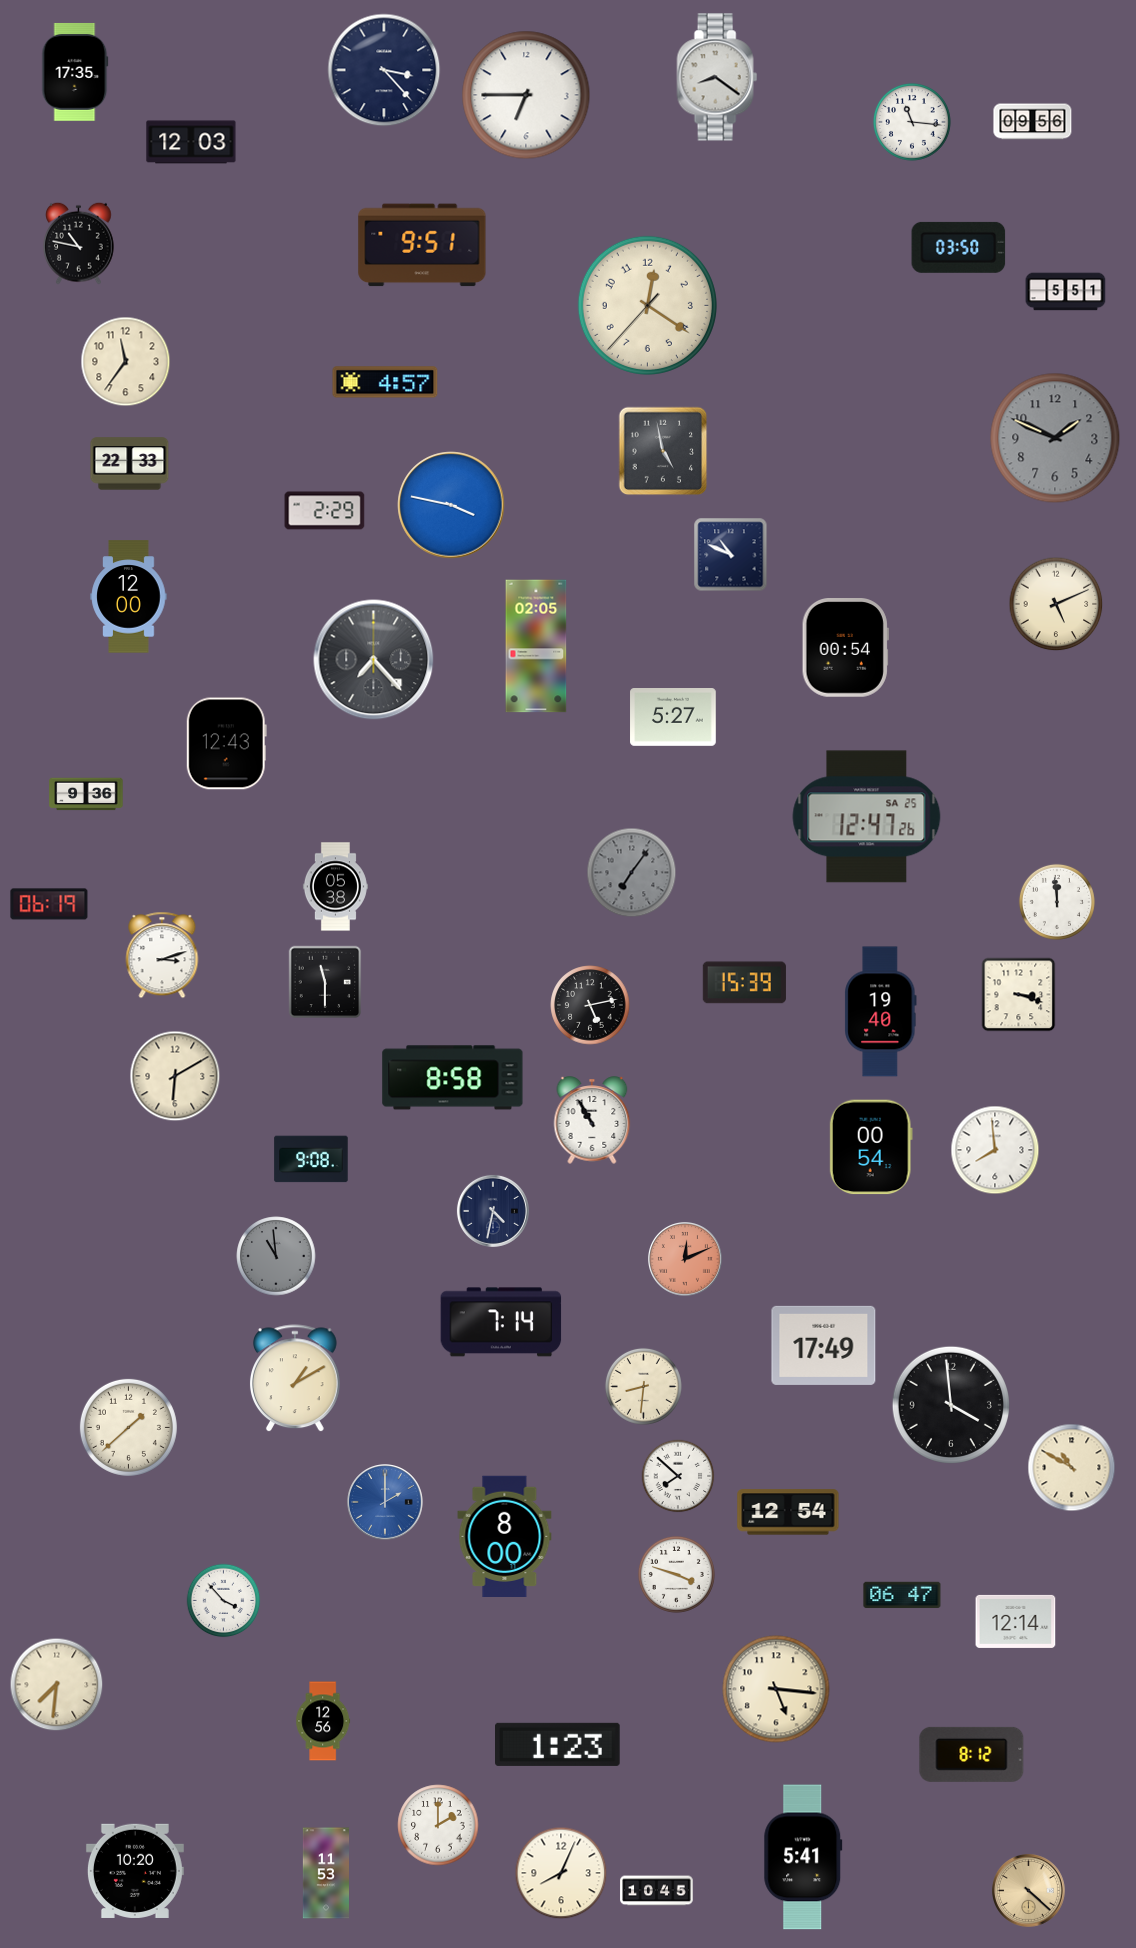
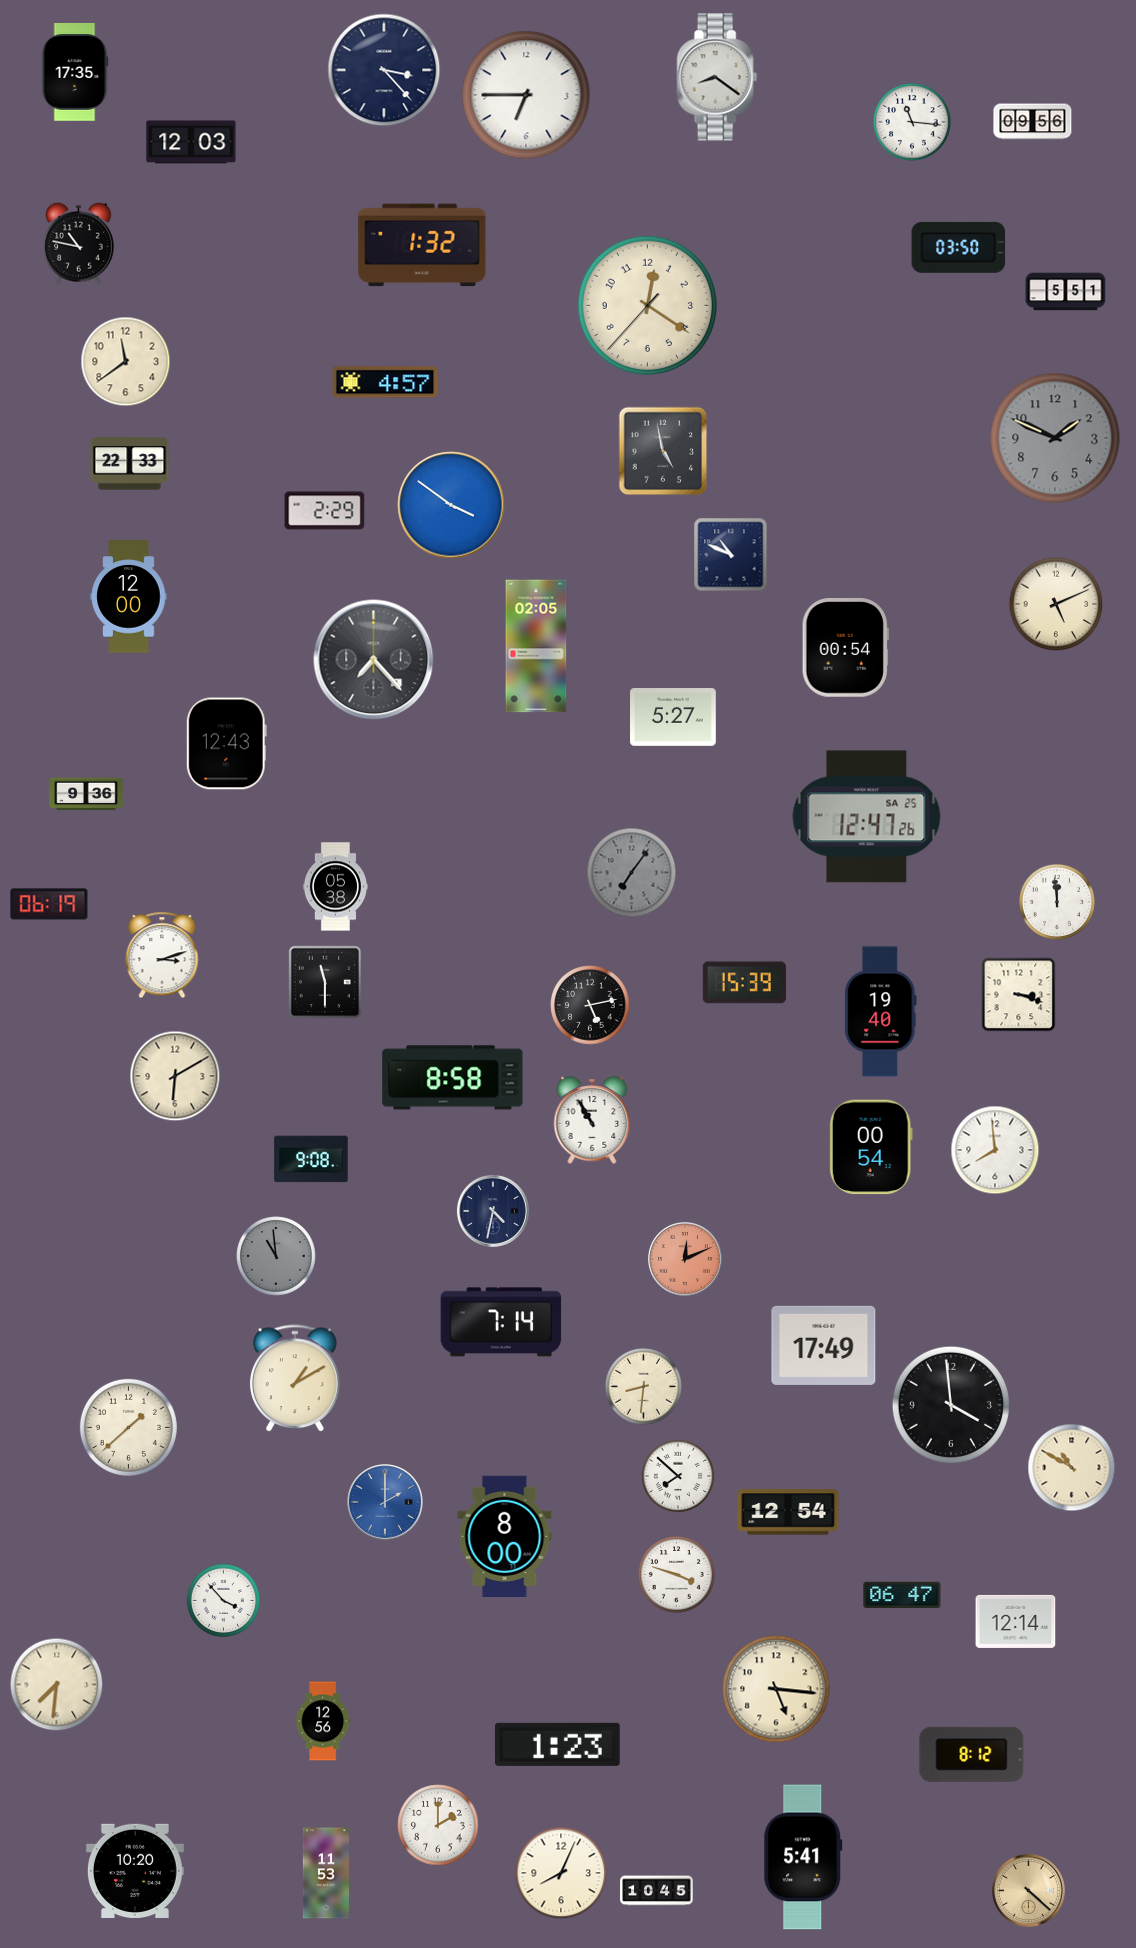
clock at (422, 245): 9:51 -> 1:32
clock at (126, 362): 11:36 -> 11:39
clock at (451, 505): 3:47 -> 3:51
